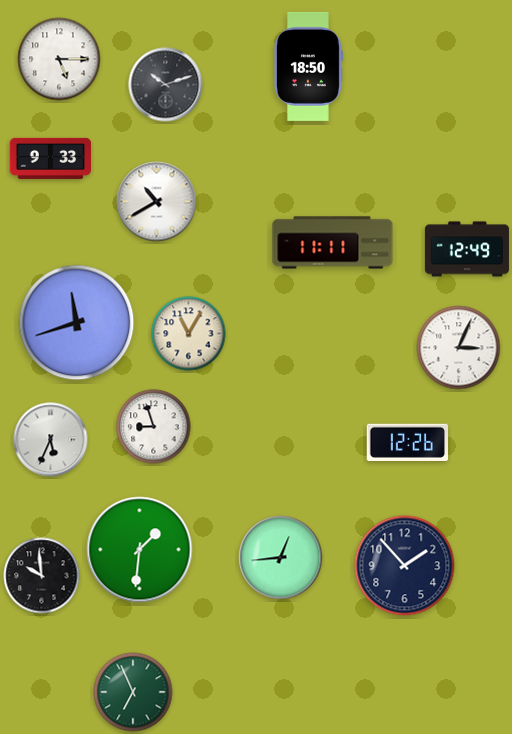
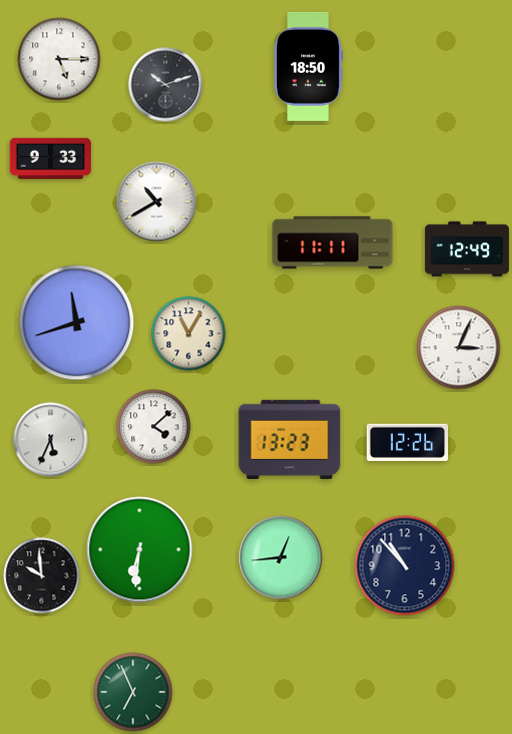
clock at (154, 427): 8:57 -> 4:08
clock at (290, 439): none -> 13:23
clock at (140, 550): 1:31 -> 6:31
clock at (405, 566): 1:53 -> 10:53
